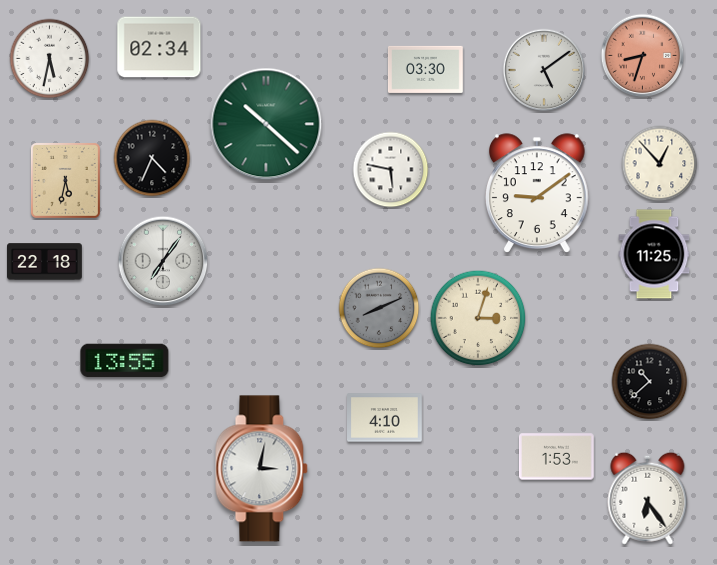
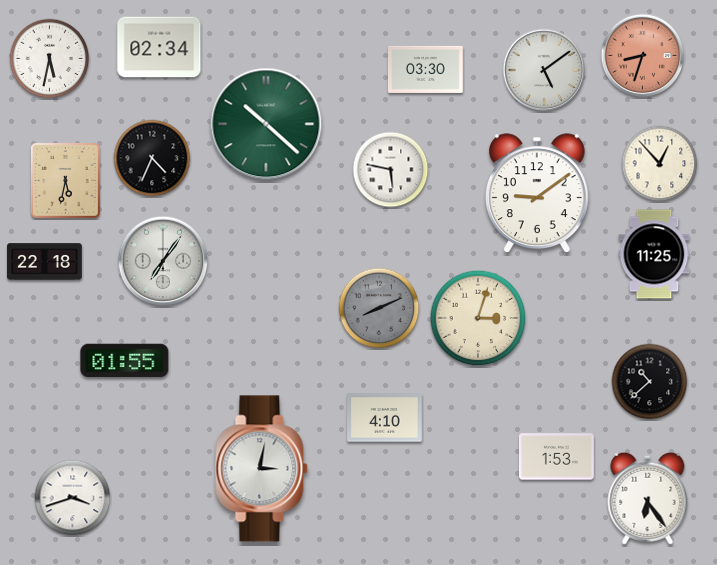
clock at (125, 361): 13:55 -> 01:55
clock at (73, 498): none -> 3:42
